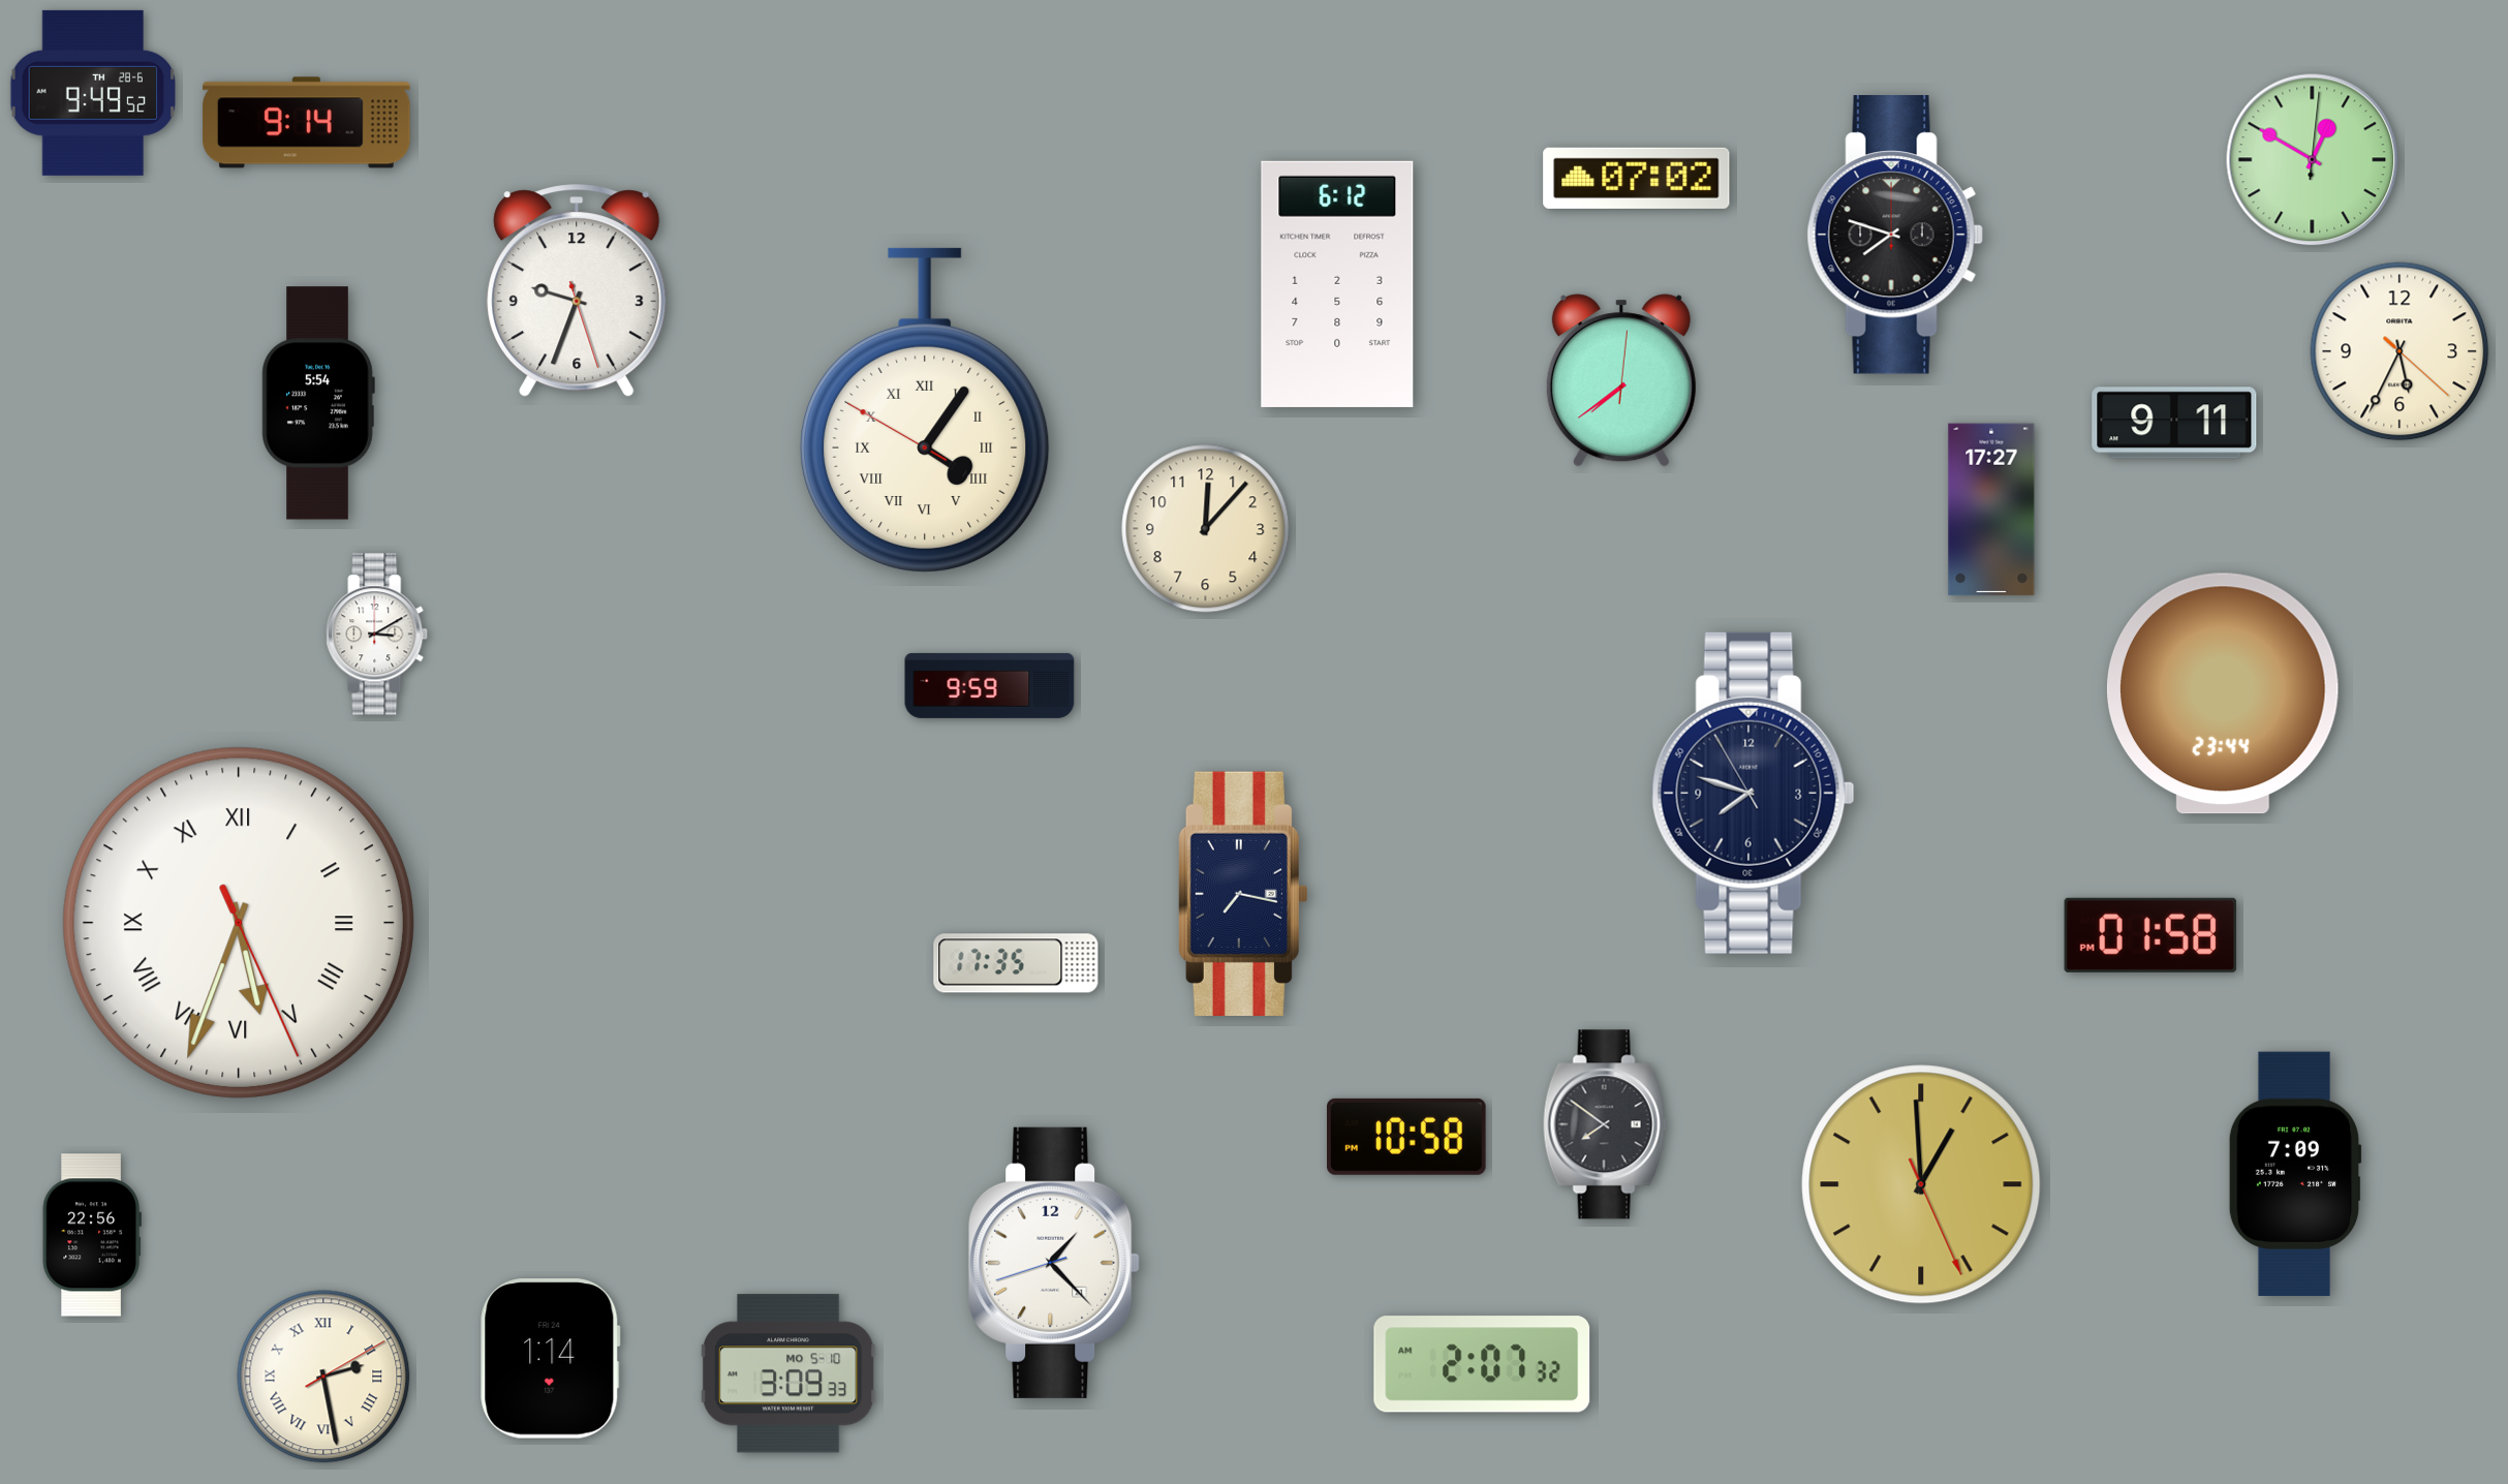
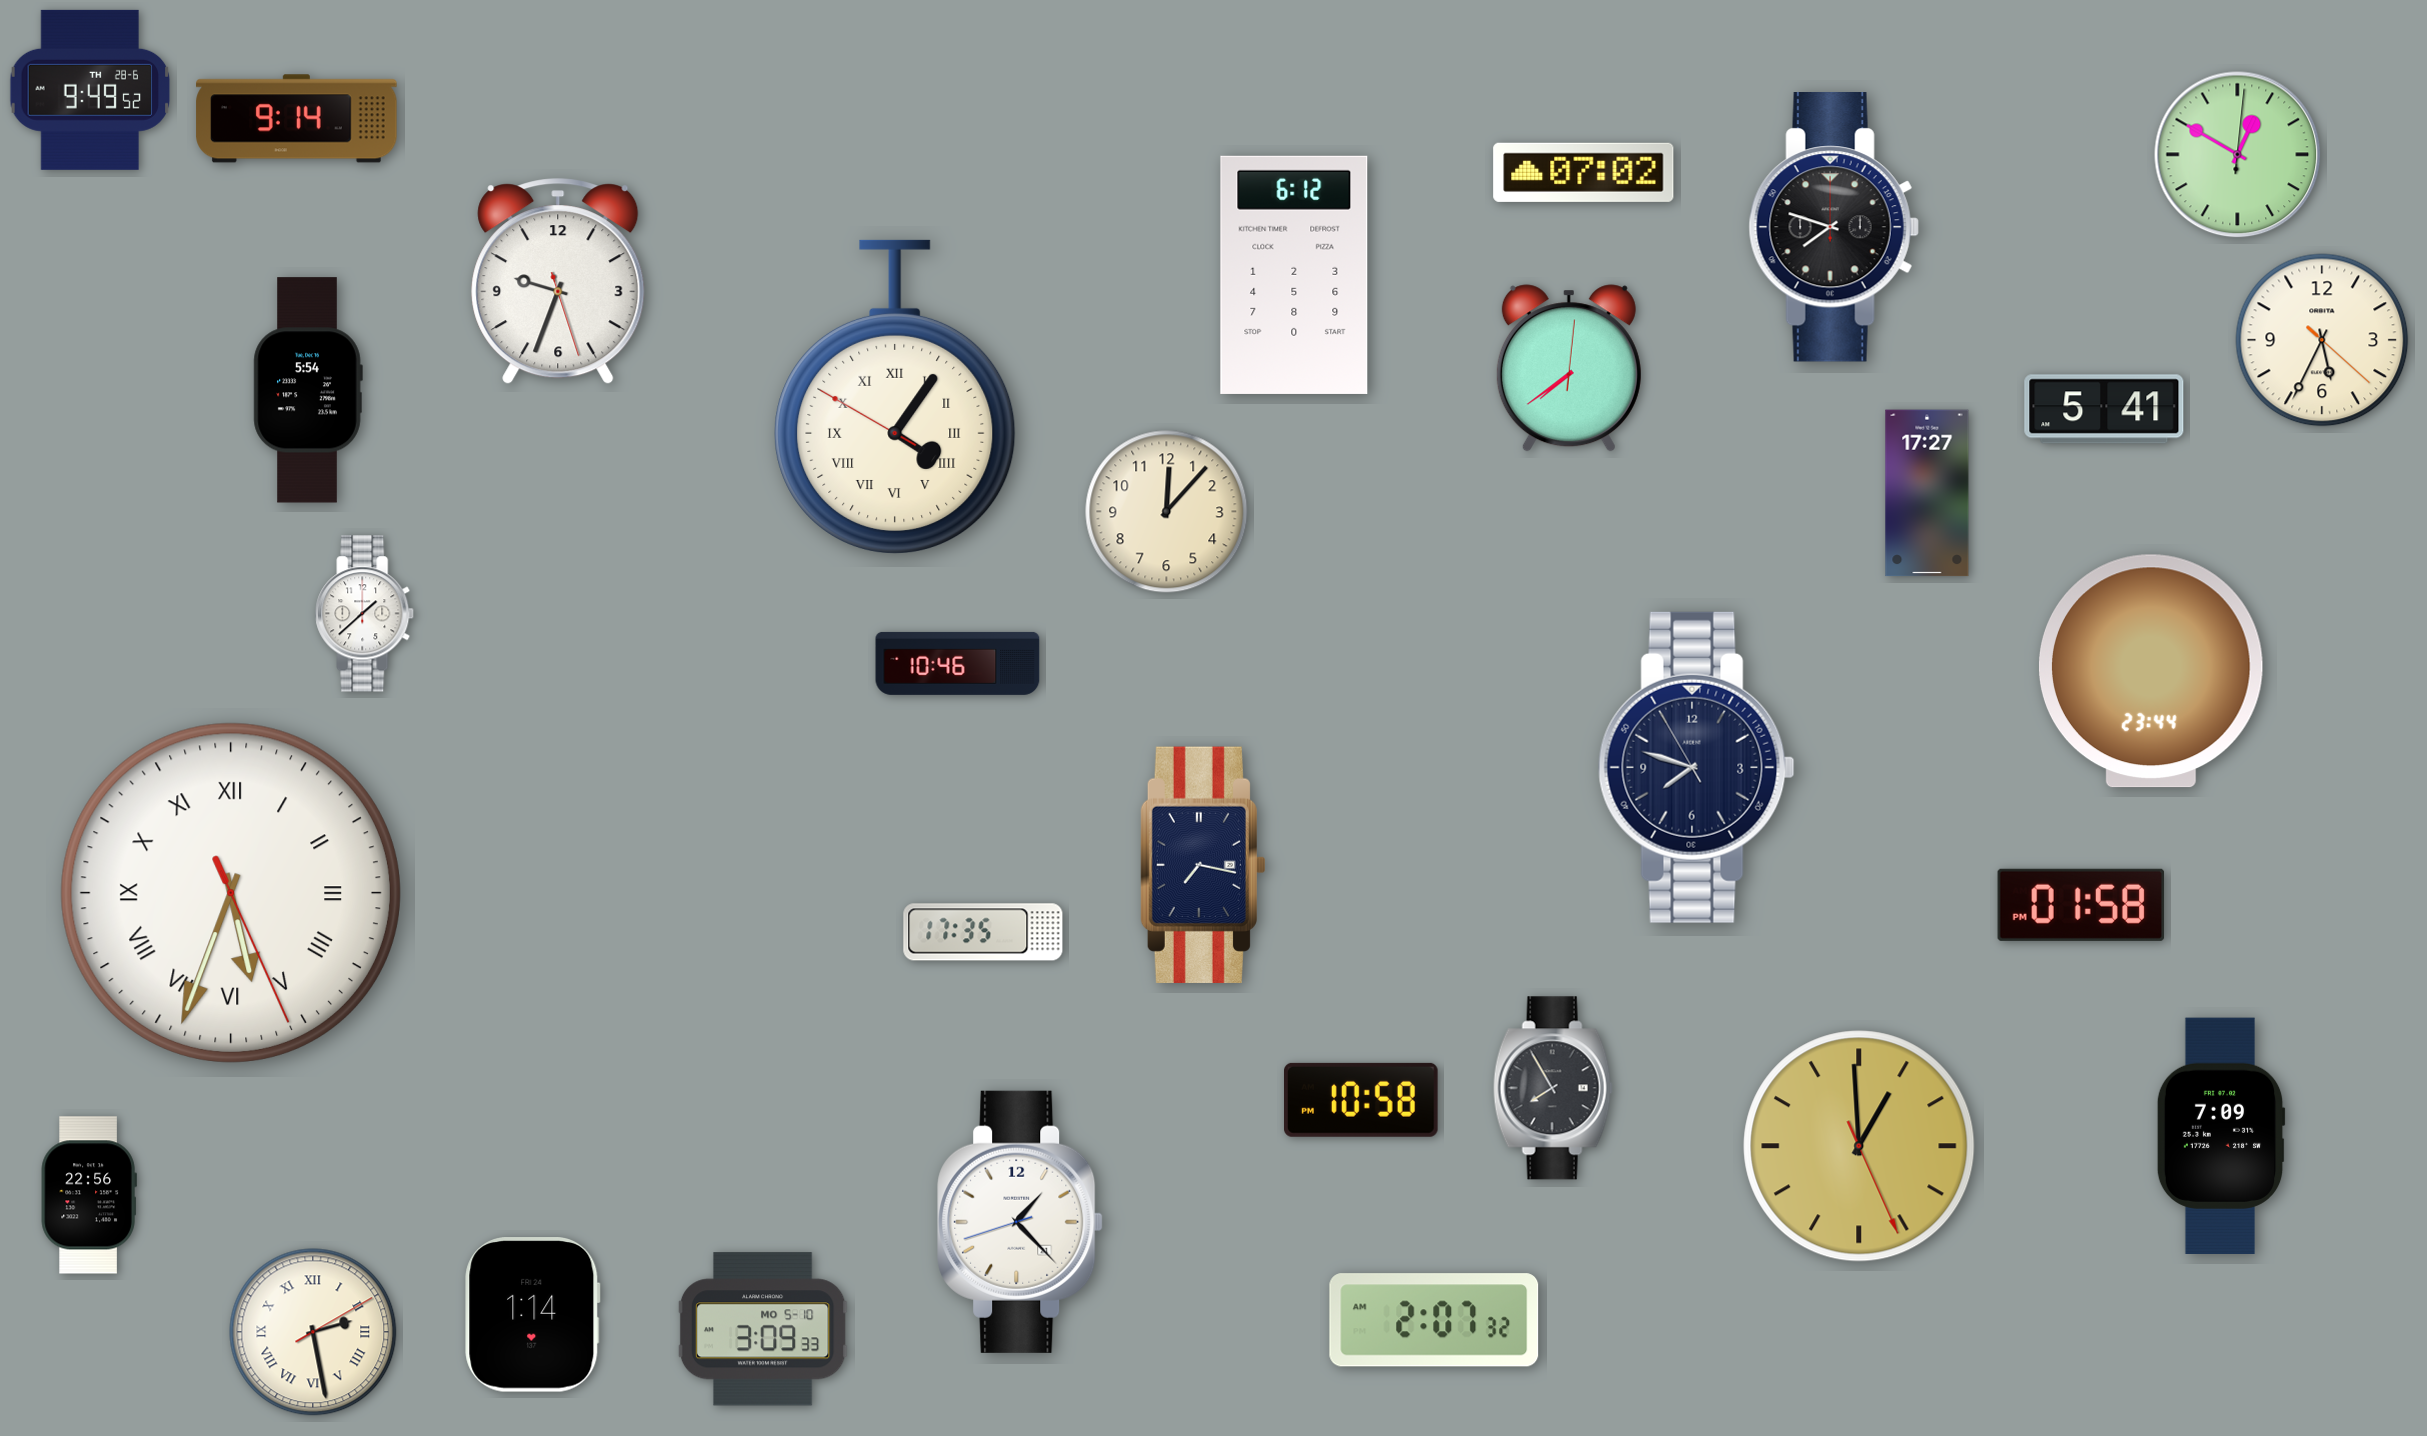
clock at (2174, 423): 9:11 -> 5:41
clock at (377, 635): 3:10 -> 1:38
clock at (990, 685): 9:59 -> 10:46
clock at (1605, 1124): 7:51 -> 7:55
